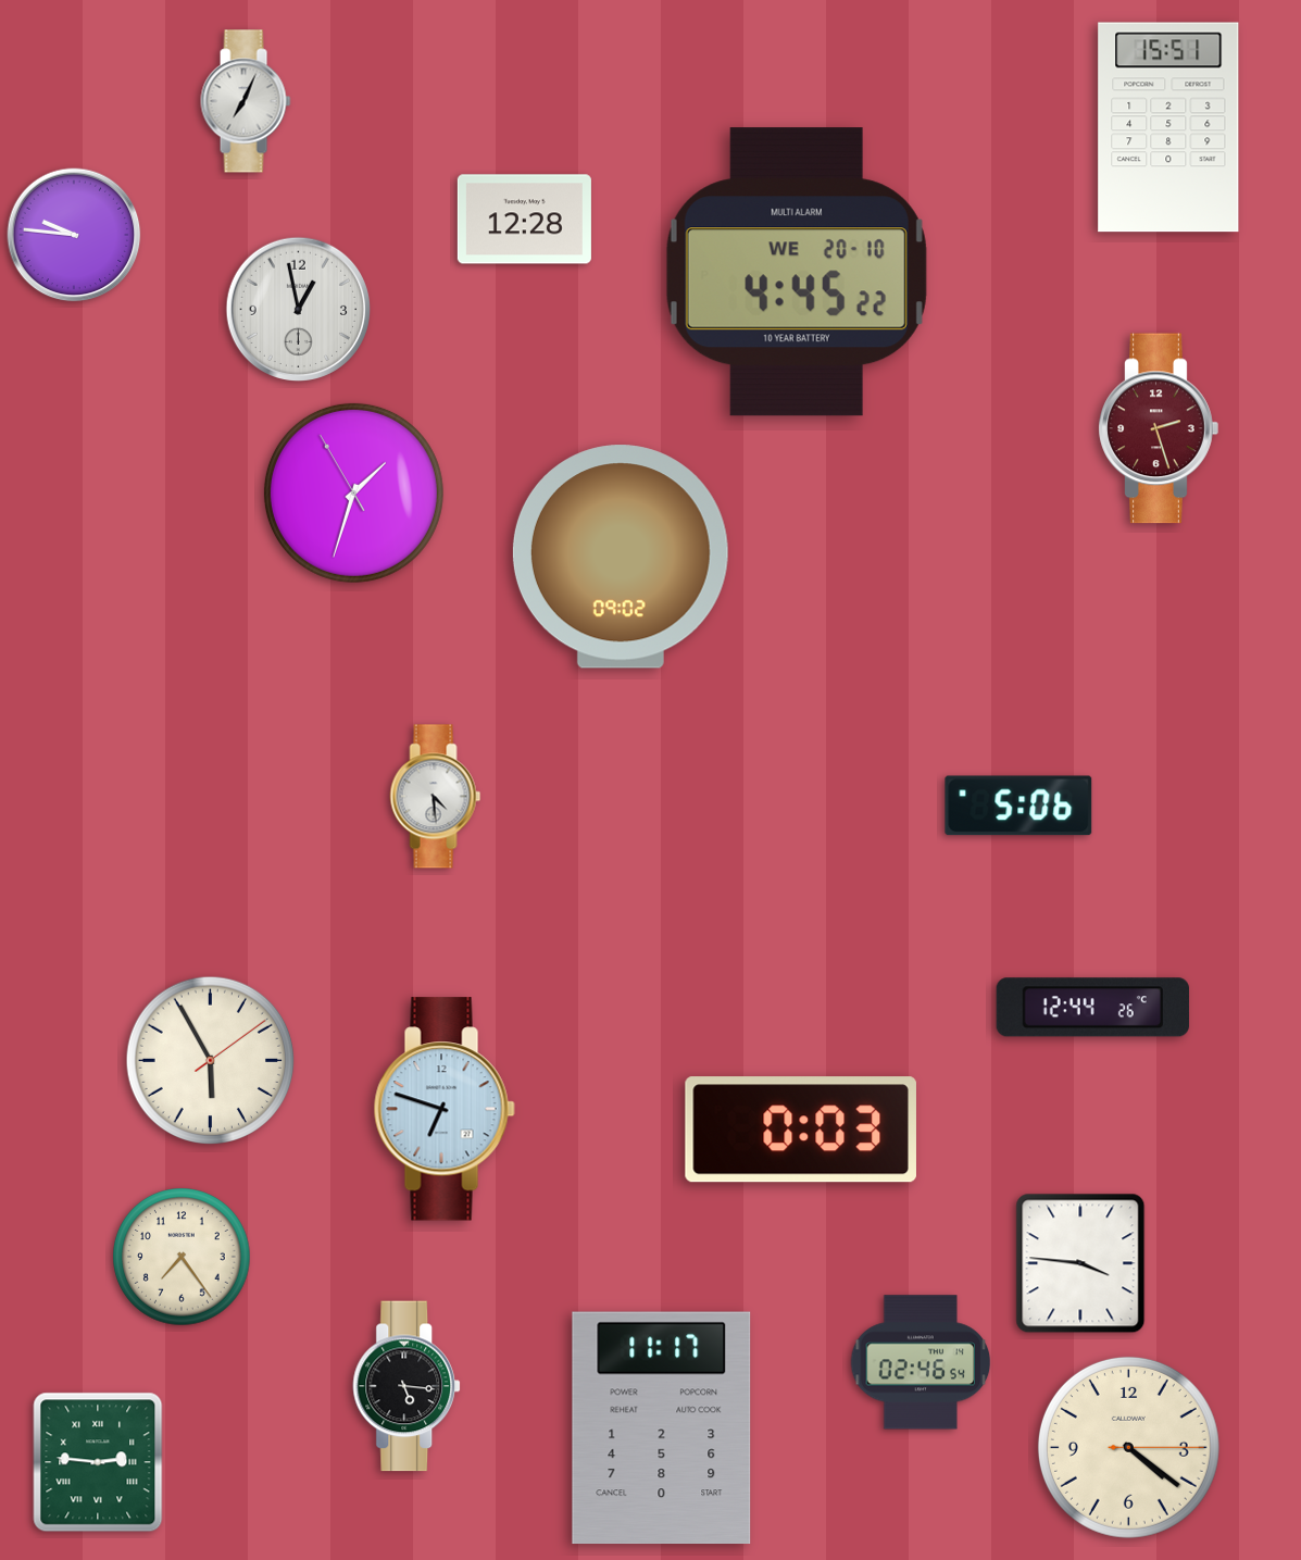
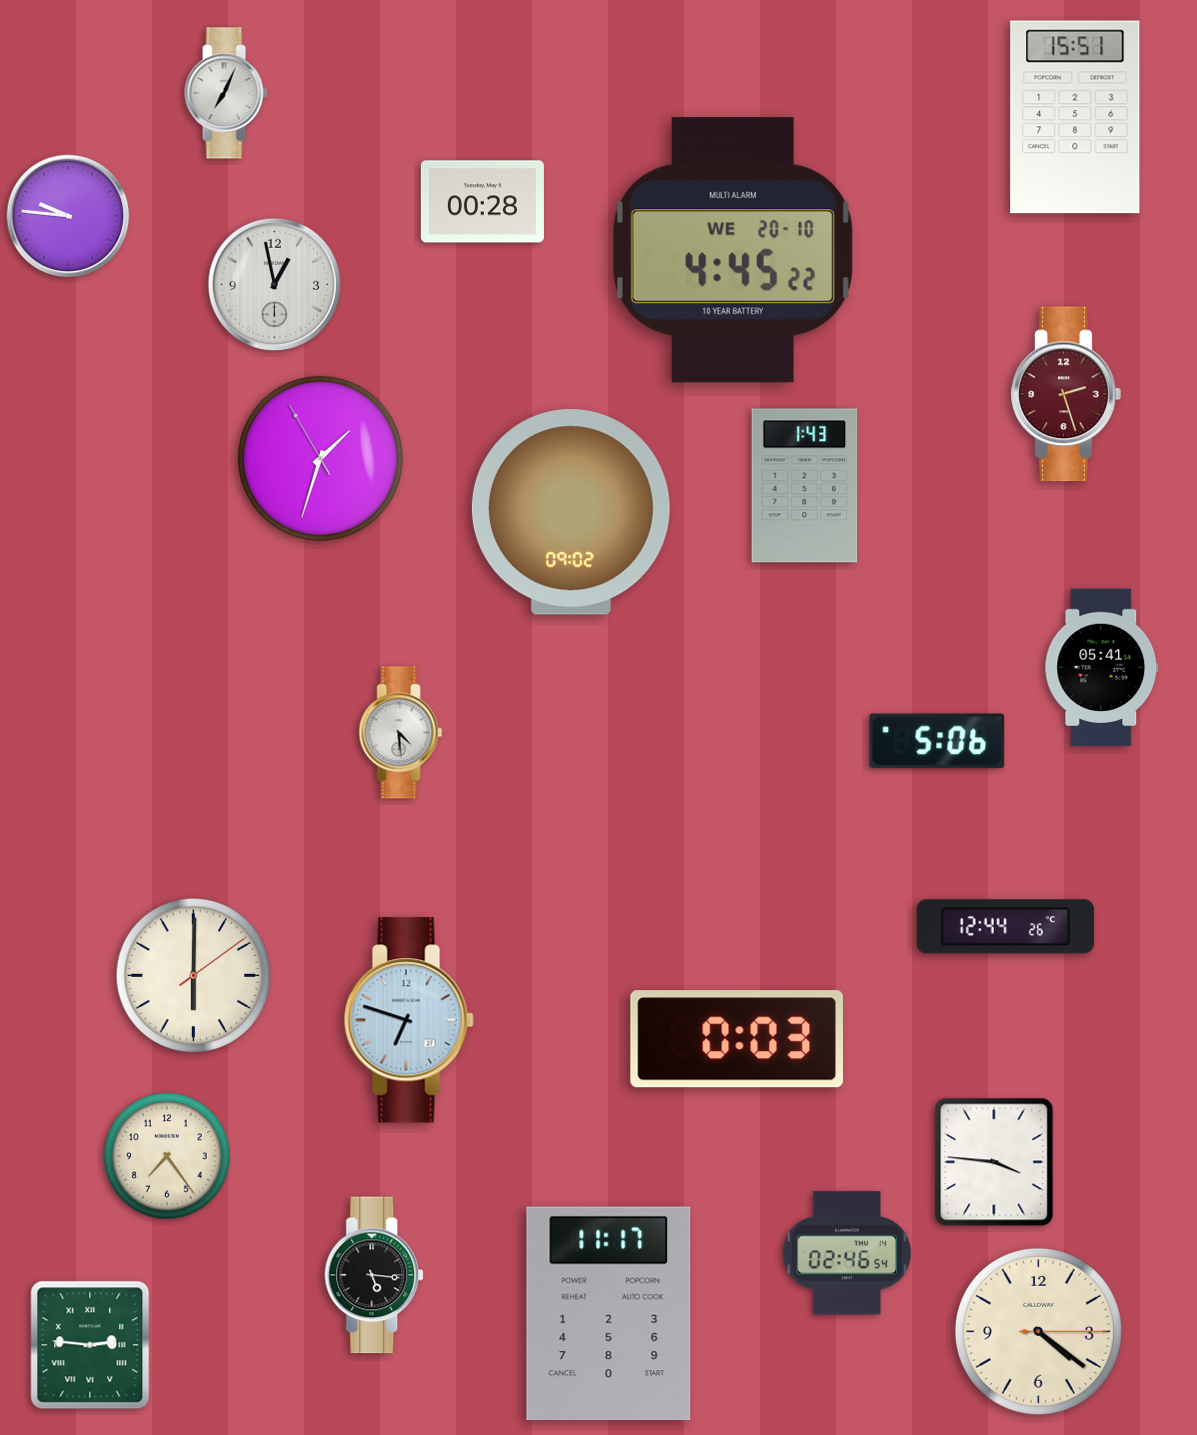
clock at (524, 220): 12:28 -> 00:28
clock at (353, 492) position: (353, 492) -> (320, 458)
clock at (805, 486): none -> 1:43
clock at (1102, 668): none -> 05:41
clock at (211, 1061): 5:55 -> 6:00
